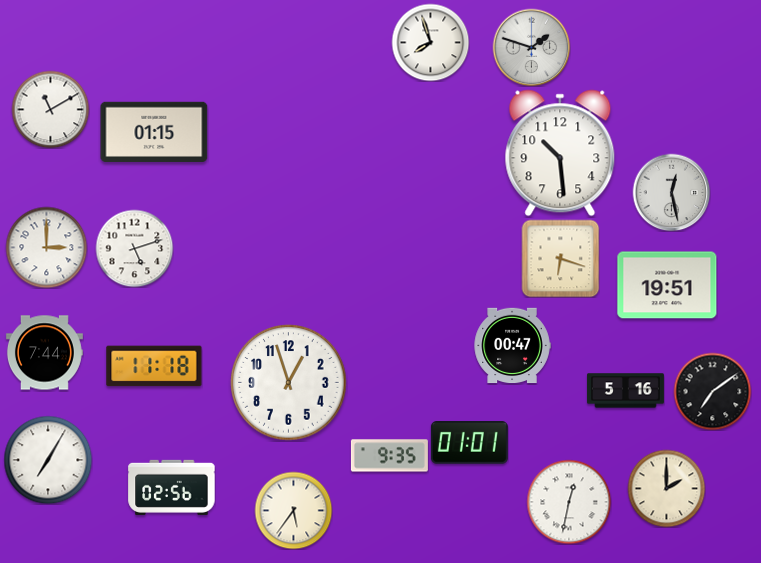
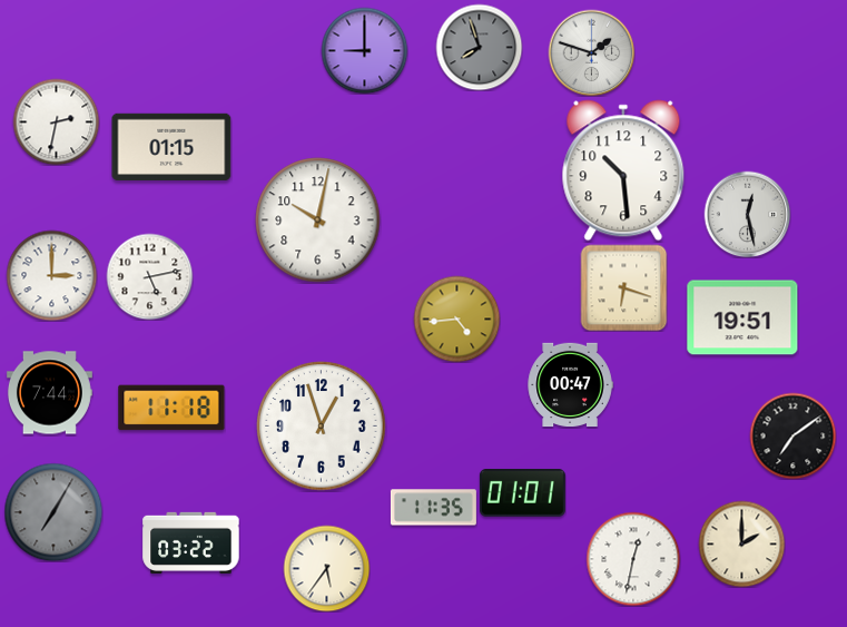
clock at (430, 42) dial: white -> grey
clock at (364, 50): none -> 9:00
clock at (50, 109): 11:10 -> 2:32
clock at (318, 221): none -> 10:02
clock at (134, 248): 5:12 -> 5:13
clock at (456, 319): none -> 4:44
clock at (625, 391): 5:16 -> none
clock at (389, 456): 9:35 -> 11:35
clock at (48, 460) dial: white -> grey
clock at (172, 487): 02:56 -> 03:22
